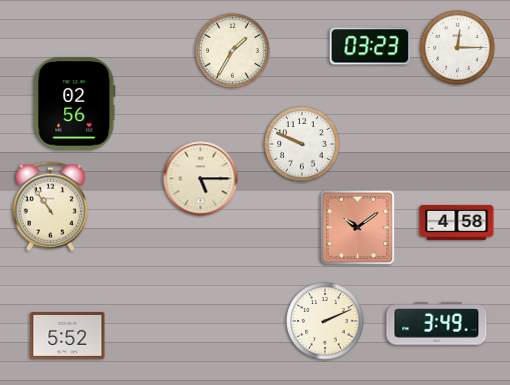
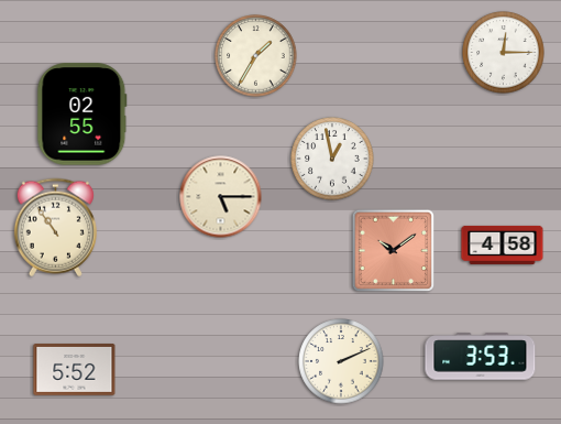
clock at (370, 46): 03:23 -> none
clock at (75, 104): 02:56 -> 02:55
clock at (302, 144): 9:49 -> 12:58
clock at (325, 321) position: (325, 321) -> (341, 361)
clock at (437, 324): 3:49 -> 3:53
